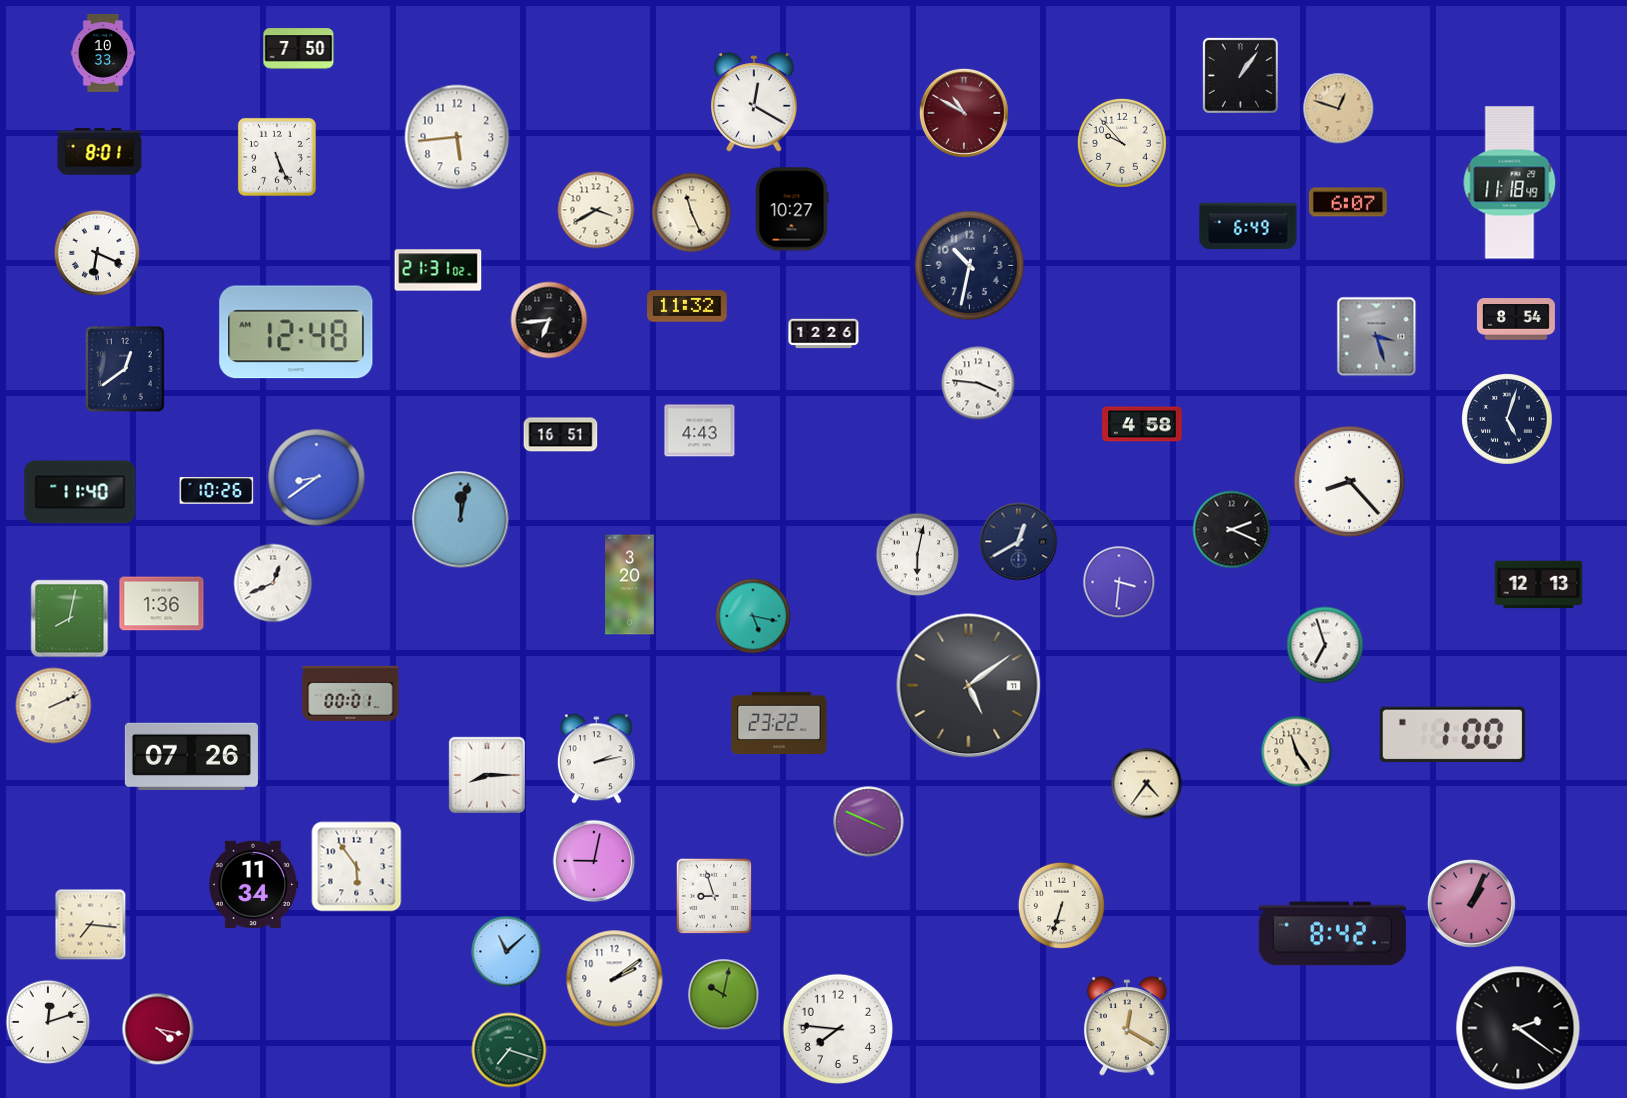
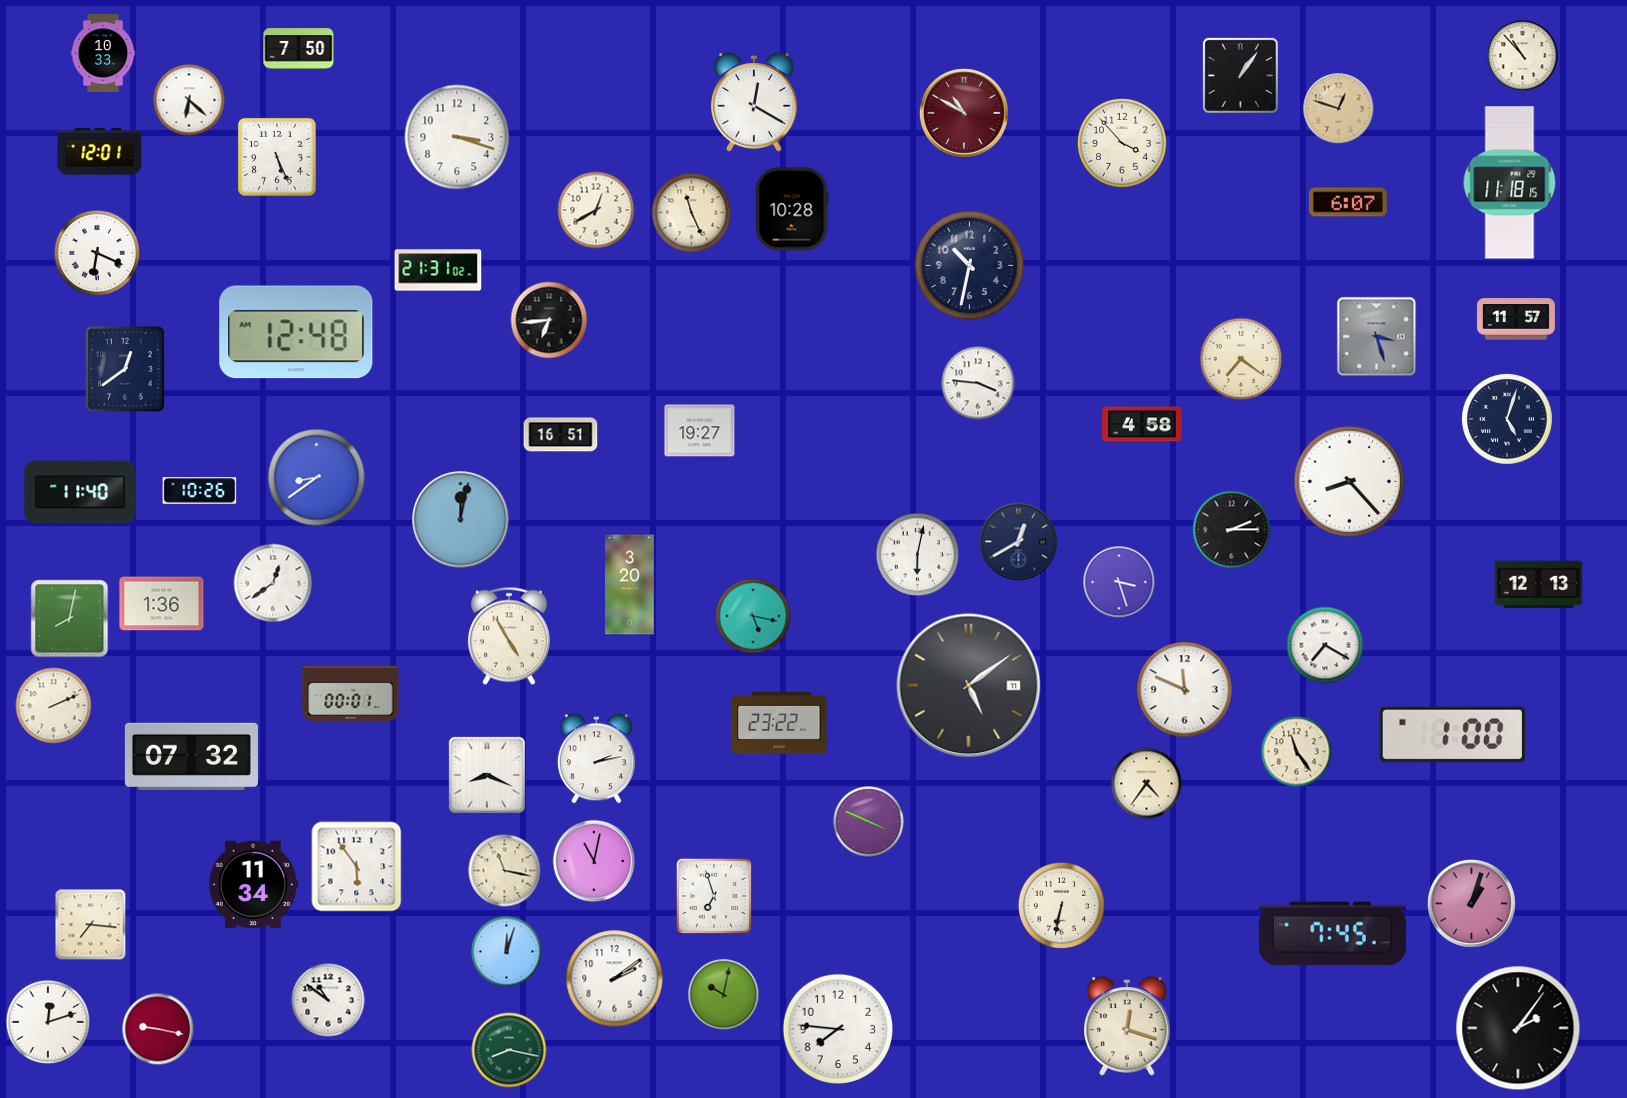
clock at (1523, 56): none -> 10:53
clock at (189, 100): none -> 6:22
clock at (457, 137): 5:44 -> 3:18
clock at (1122, 143): 9:53 -> 3:53
clock at (100, 152): 8:01 -> 12:01
clock at (1510, 183): 11:18:49 -> 11:18:15
clock at (792, 209): 10:27 -> 10:28
clock at (596, 210): 3:40 -> 12:40
clock at (1248, 226): 6:49 -> none
clock at (687, 306): 11:32 -> none
clock at (1516, 319): 8:54 -> 11:57
clock at (824, 334): 12:26 -> none
clock at (1241, 359): none -> 7:21
clock at (700, 431): 4:43 -> 19:27
clock at (217, 491) position: (217, 491) -> (200, 491)
clock at (1232, 530): 2:19 -> 2:15
clock at (1119, 582): 3:31 -> 3:27
clock at (273, 583): 12:41 -> 12:39
clock at (509, 636): none -> 4:55
clock at (1325, 645): 6:57 -> 7:20
clock at (1185, 690): none -> 11:49
clock at (191, 756): 07:26 -> 07:32
clock at (486, 774): 8:15 -> 8:19
clock at (594, 861): 9:02 -> 11:02
clock at (505, 871): none -> 11:17
clock at (713, 895): 8:57 -> 6:57
clock at (1471, 903): 1:04 -> 1:03
clock at (1061, 905): 6:33 -> 6:32
clock at (1332, 934): 8:42 -> 7:45
clock at (507, 952): 11:08 -> 12:03
clock at (328, 1000): none -> 10:51
clock at (1127, 1026): 12:20 -> 12:18
clock at (1518, 1028): 2:21 -> 2:06
clock at (158, 1029): 4:17 -> 9:17
clock at (509, 1050): 7:18 -> 8:17
